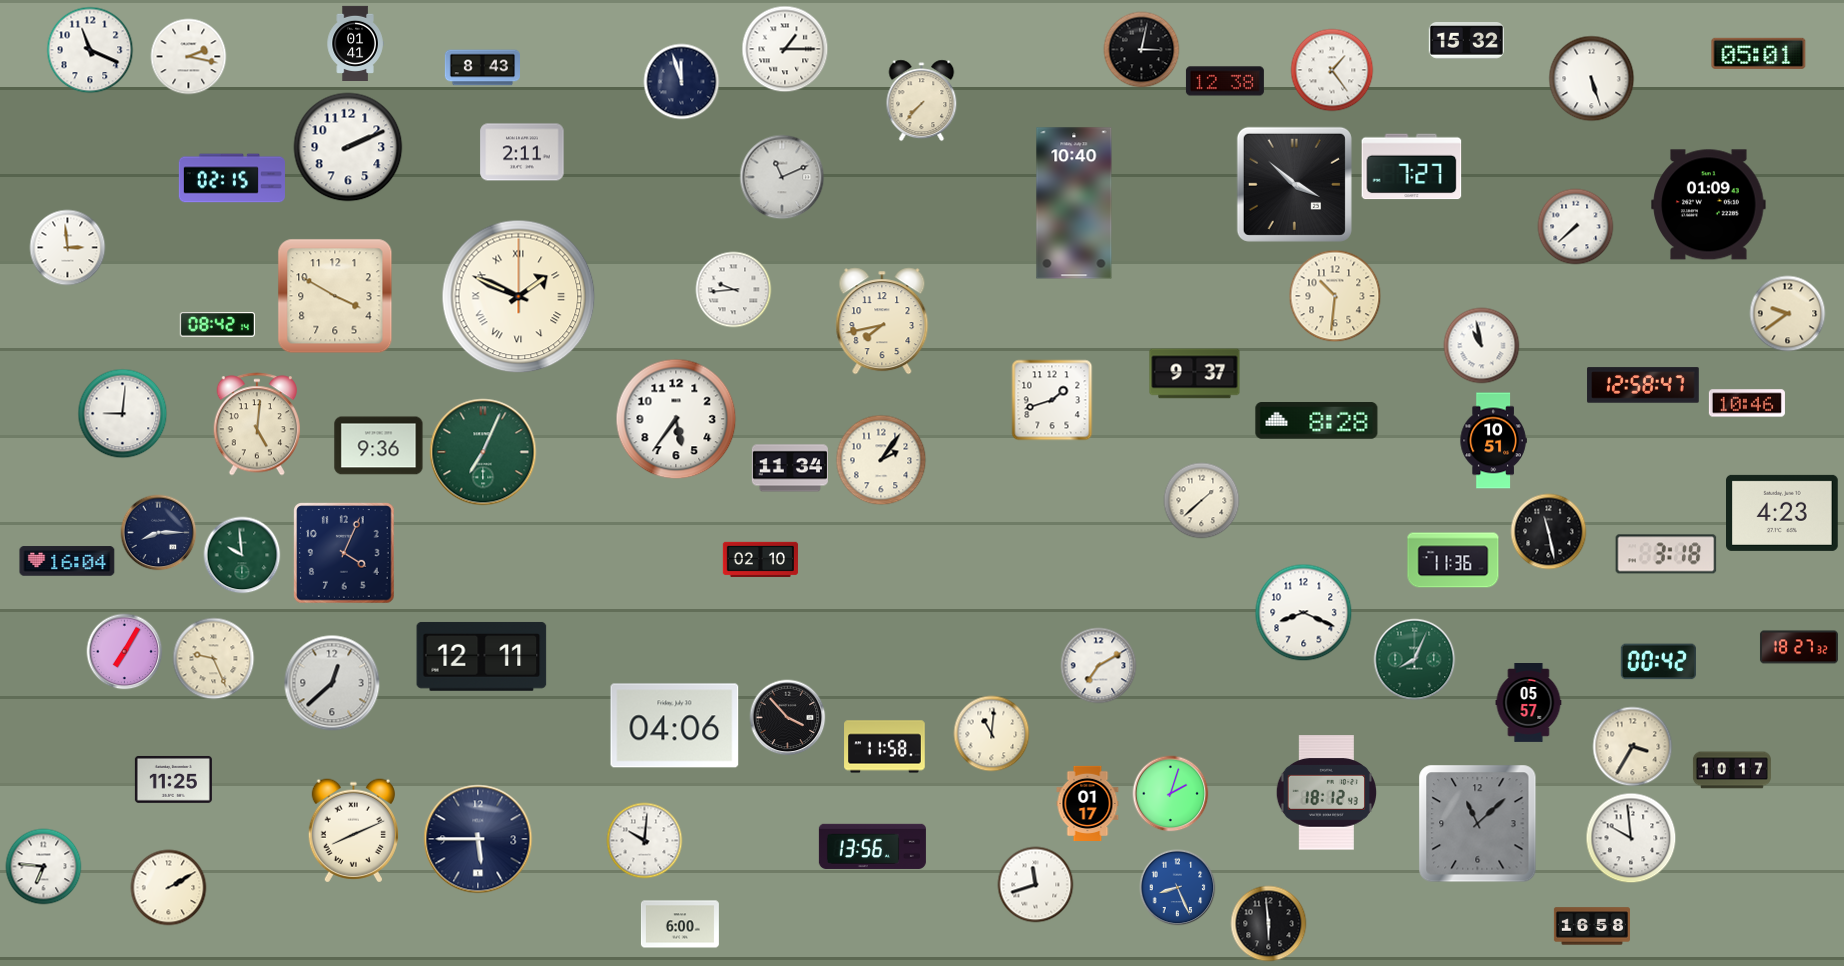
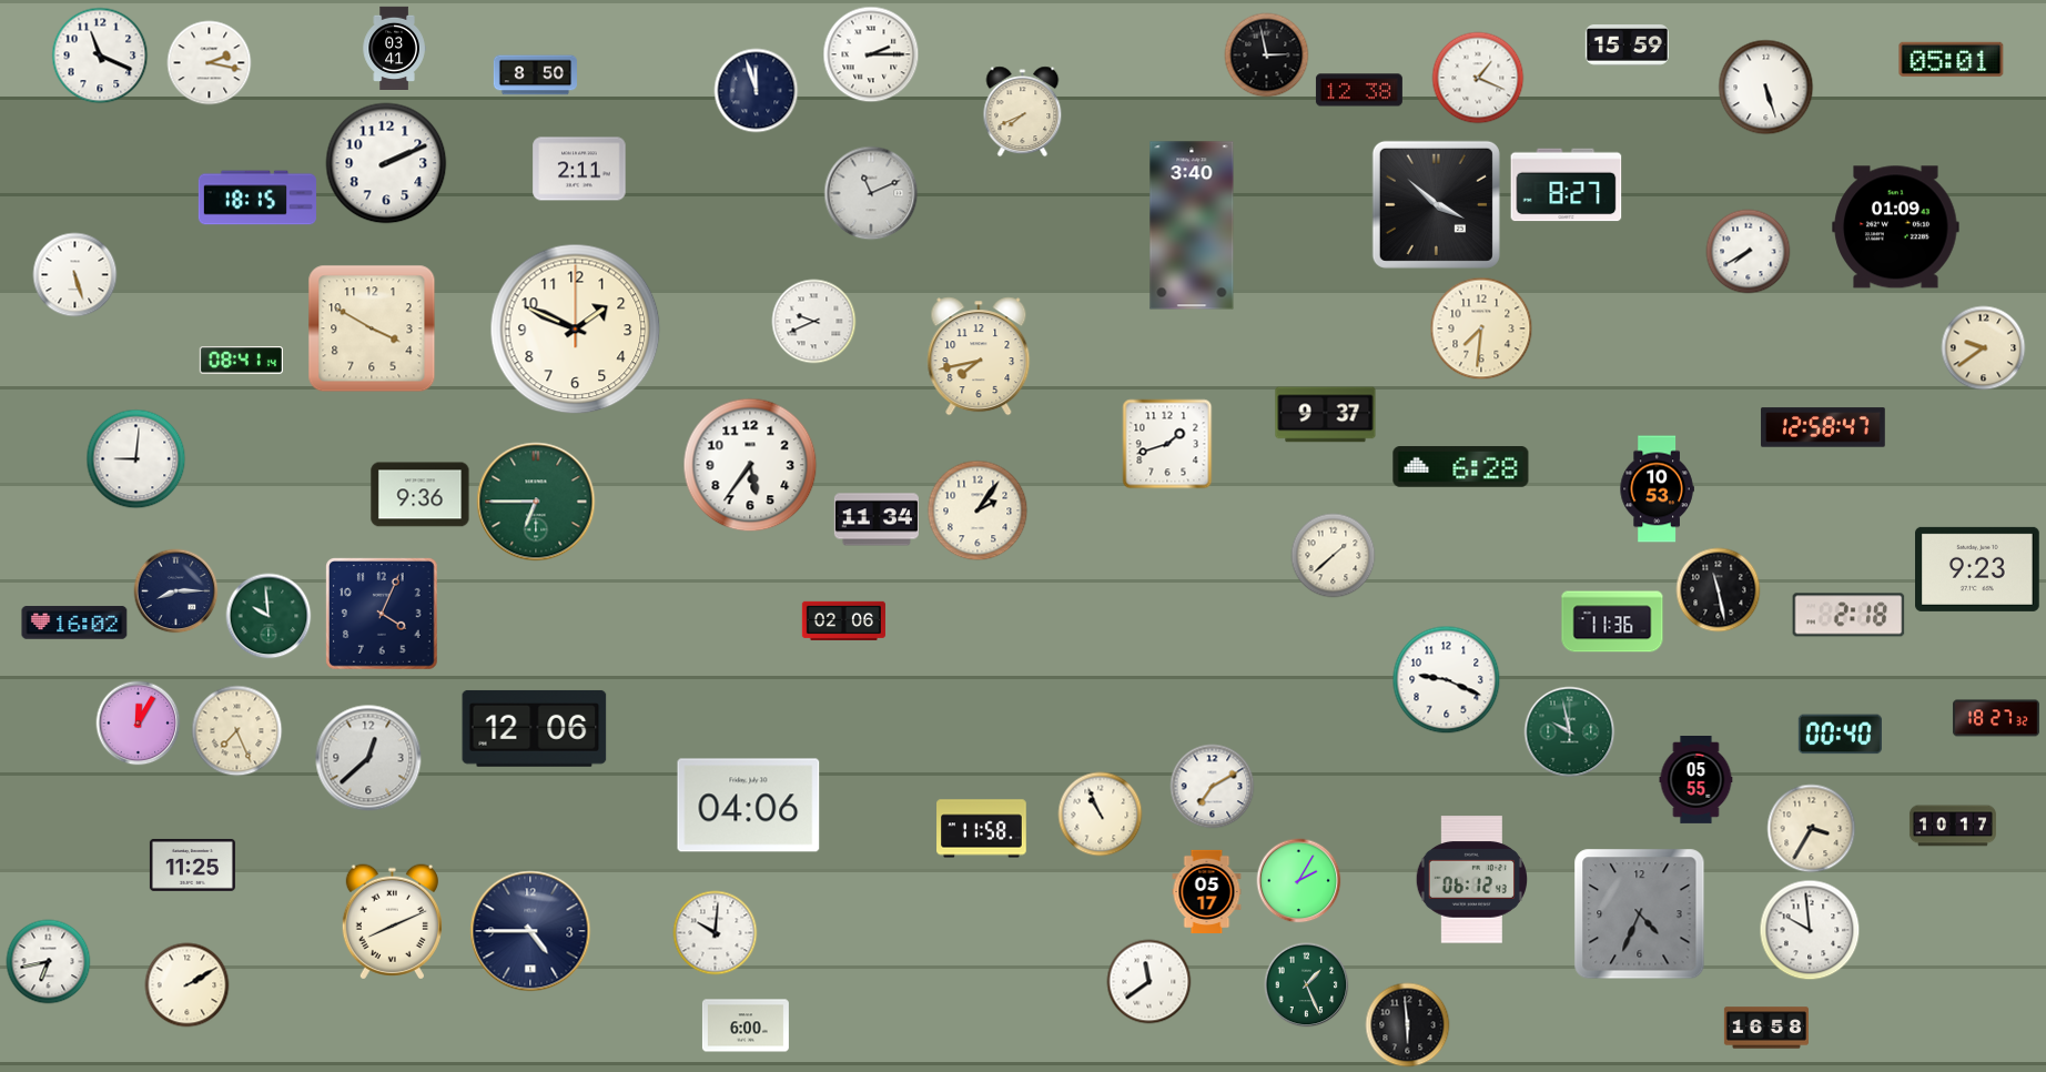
clock at (1466, 41): 15:32 -> 15:59
clock at (355, 43): 01:41 -> 03:41
clock at (785, 49): 1:15 -> 2:15
clock at (1142, 50): 3:02 -> 2:58
clock at (482, 68): 8:43 -> 8:50
clock at (1332, 70): 1:24 -> 1:19
clock at (922, 101): 7:37 -> 7:41
clock at (1412, 167): 7:27 -> 8:27
clock at (782, 177) position: (782, 177) -> (871, 193)
clock at (232, 178): 02:15 -> 18:15
clock at (1074, 203): 10:40 -> 3:40
clock at (1576, 227): 7:38 -> 7:40
clock at (68, 248): 2:59 -> 5:27
clock at (734, 290): 9:44 -> 9:41
clock at (1335, 296): 10:31 -> 7:31
clock at (519, 297) numerals: Roman -> Arabic
clock at (217, 325): 08:42 -> 08:41
clock at (1482, 346): 10:58 -> none
clock at (1747, 403): 10:46 -> none
clock at (1317, 421): 8:28 -> 6:28
clock at (256, 424): 5:01 -> none
clock at (1493, 441): 10:51 -> 10:53
clock at (483, 452): 7:04 -> 6:45
clock at (1783, 513): 4:23 -> 9:23
clock at (1666, 554): 3:18 -> 2:18
clock at (760, 559): 02:10 -> 02:06
clock at (67, 561): 16:04 -> 16:02
clock at (1304, 613): 8:19 -> 9:19
clock at (125, 652): 7:05 -> 12:05
clock at (482, 656): 12:11 -> 12:06
clock at (214, 659): 9:26 -> 7:26
clock at (1415, 660): 8:04 -> 9:58
clock at (1658, 662): 00:42 -> 00:40
clock at (1099, 666) position: (1099, 666) -> (1213, 787)
clock at (1529, 703): 05:57 -> 05:55
clock at (788, 718): 3:53 -> none
clock at (992, 734): 11:01 -> 10:56
clock at (1732, 770) position: (1732, 770) -> (1953, 826)
clock at (1326, 793): 18:12 -> 06:12
clock at (1171, 794): 2:03 -> 2:05
clock at (1088, 803): 01:17 -> 05:17
clock at (1478, 824): 11:08 -> 4:34
clock at (478, 839): 5:45 -> 4:45
clock at (872, 846): 13:56 -> none
clock at (44, 867): 6:46 -> 6:43
clock at (1036, 885): 11:42 -> 11:39
clock at (1178, 888): 8:26 -> 1:26
clock at (1178, 888) dial: blue -> green
clock at (680, 924) position: (680, 924) -> (746, 1025)
